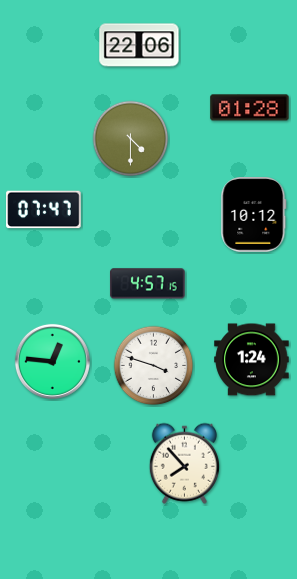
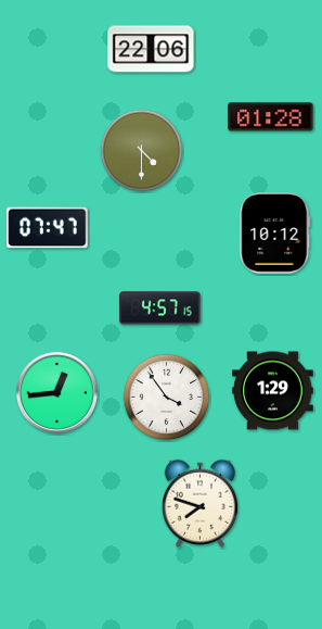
clock at (252, 360): 1:24 -> 1:29
clock at (52, 361): 12:46 -> 12:44
clock at (154, 366): 3:48 -> 3:54
clock at (184, 463): 7:53 -> 7:48
